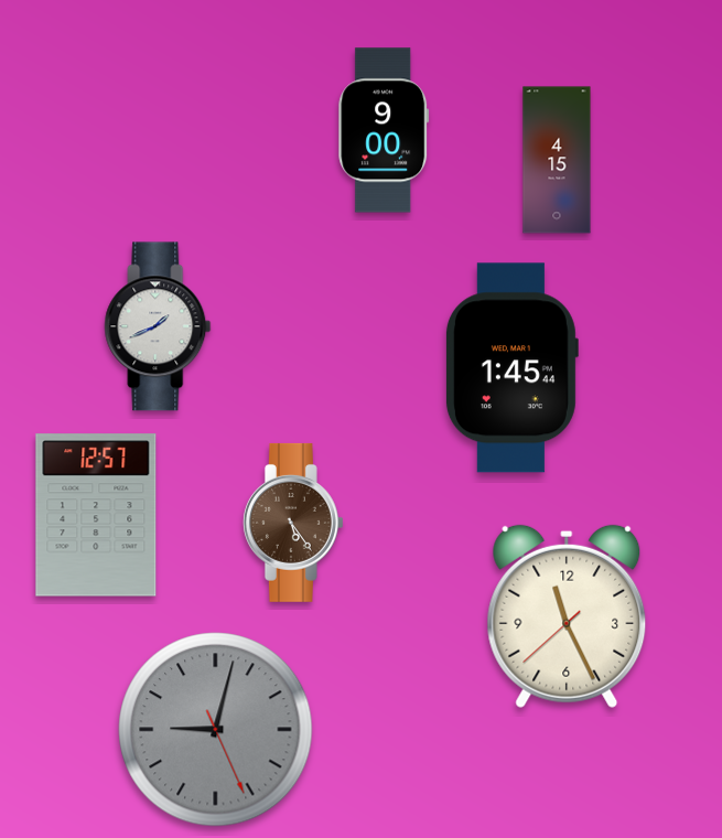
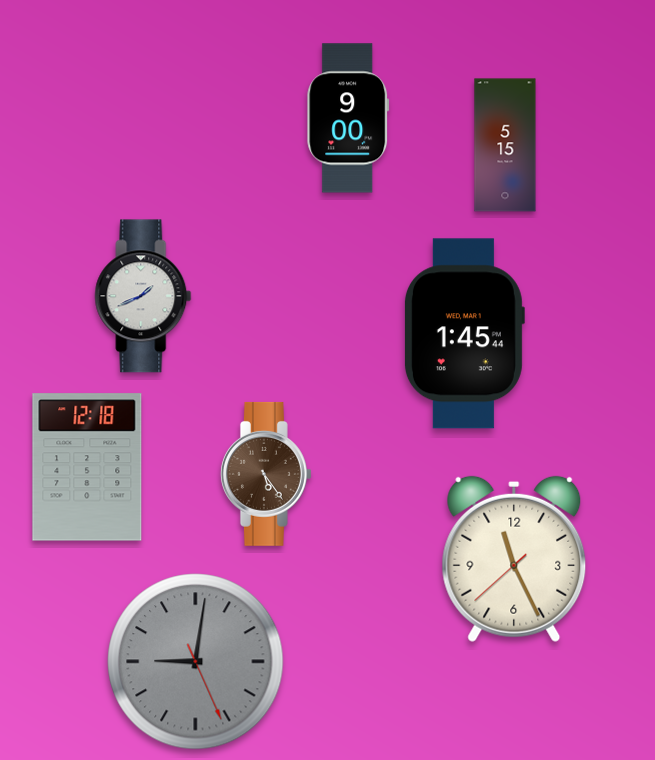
clock at (557, 160): 4:15 -> 5:15
clock at (96, 515): 12:57 -> 12:18
clock at (216, 730): 9:02 -> 9:01
